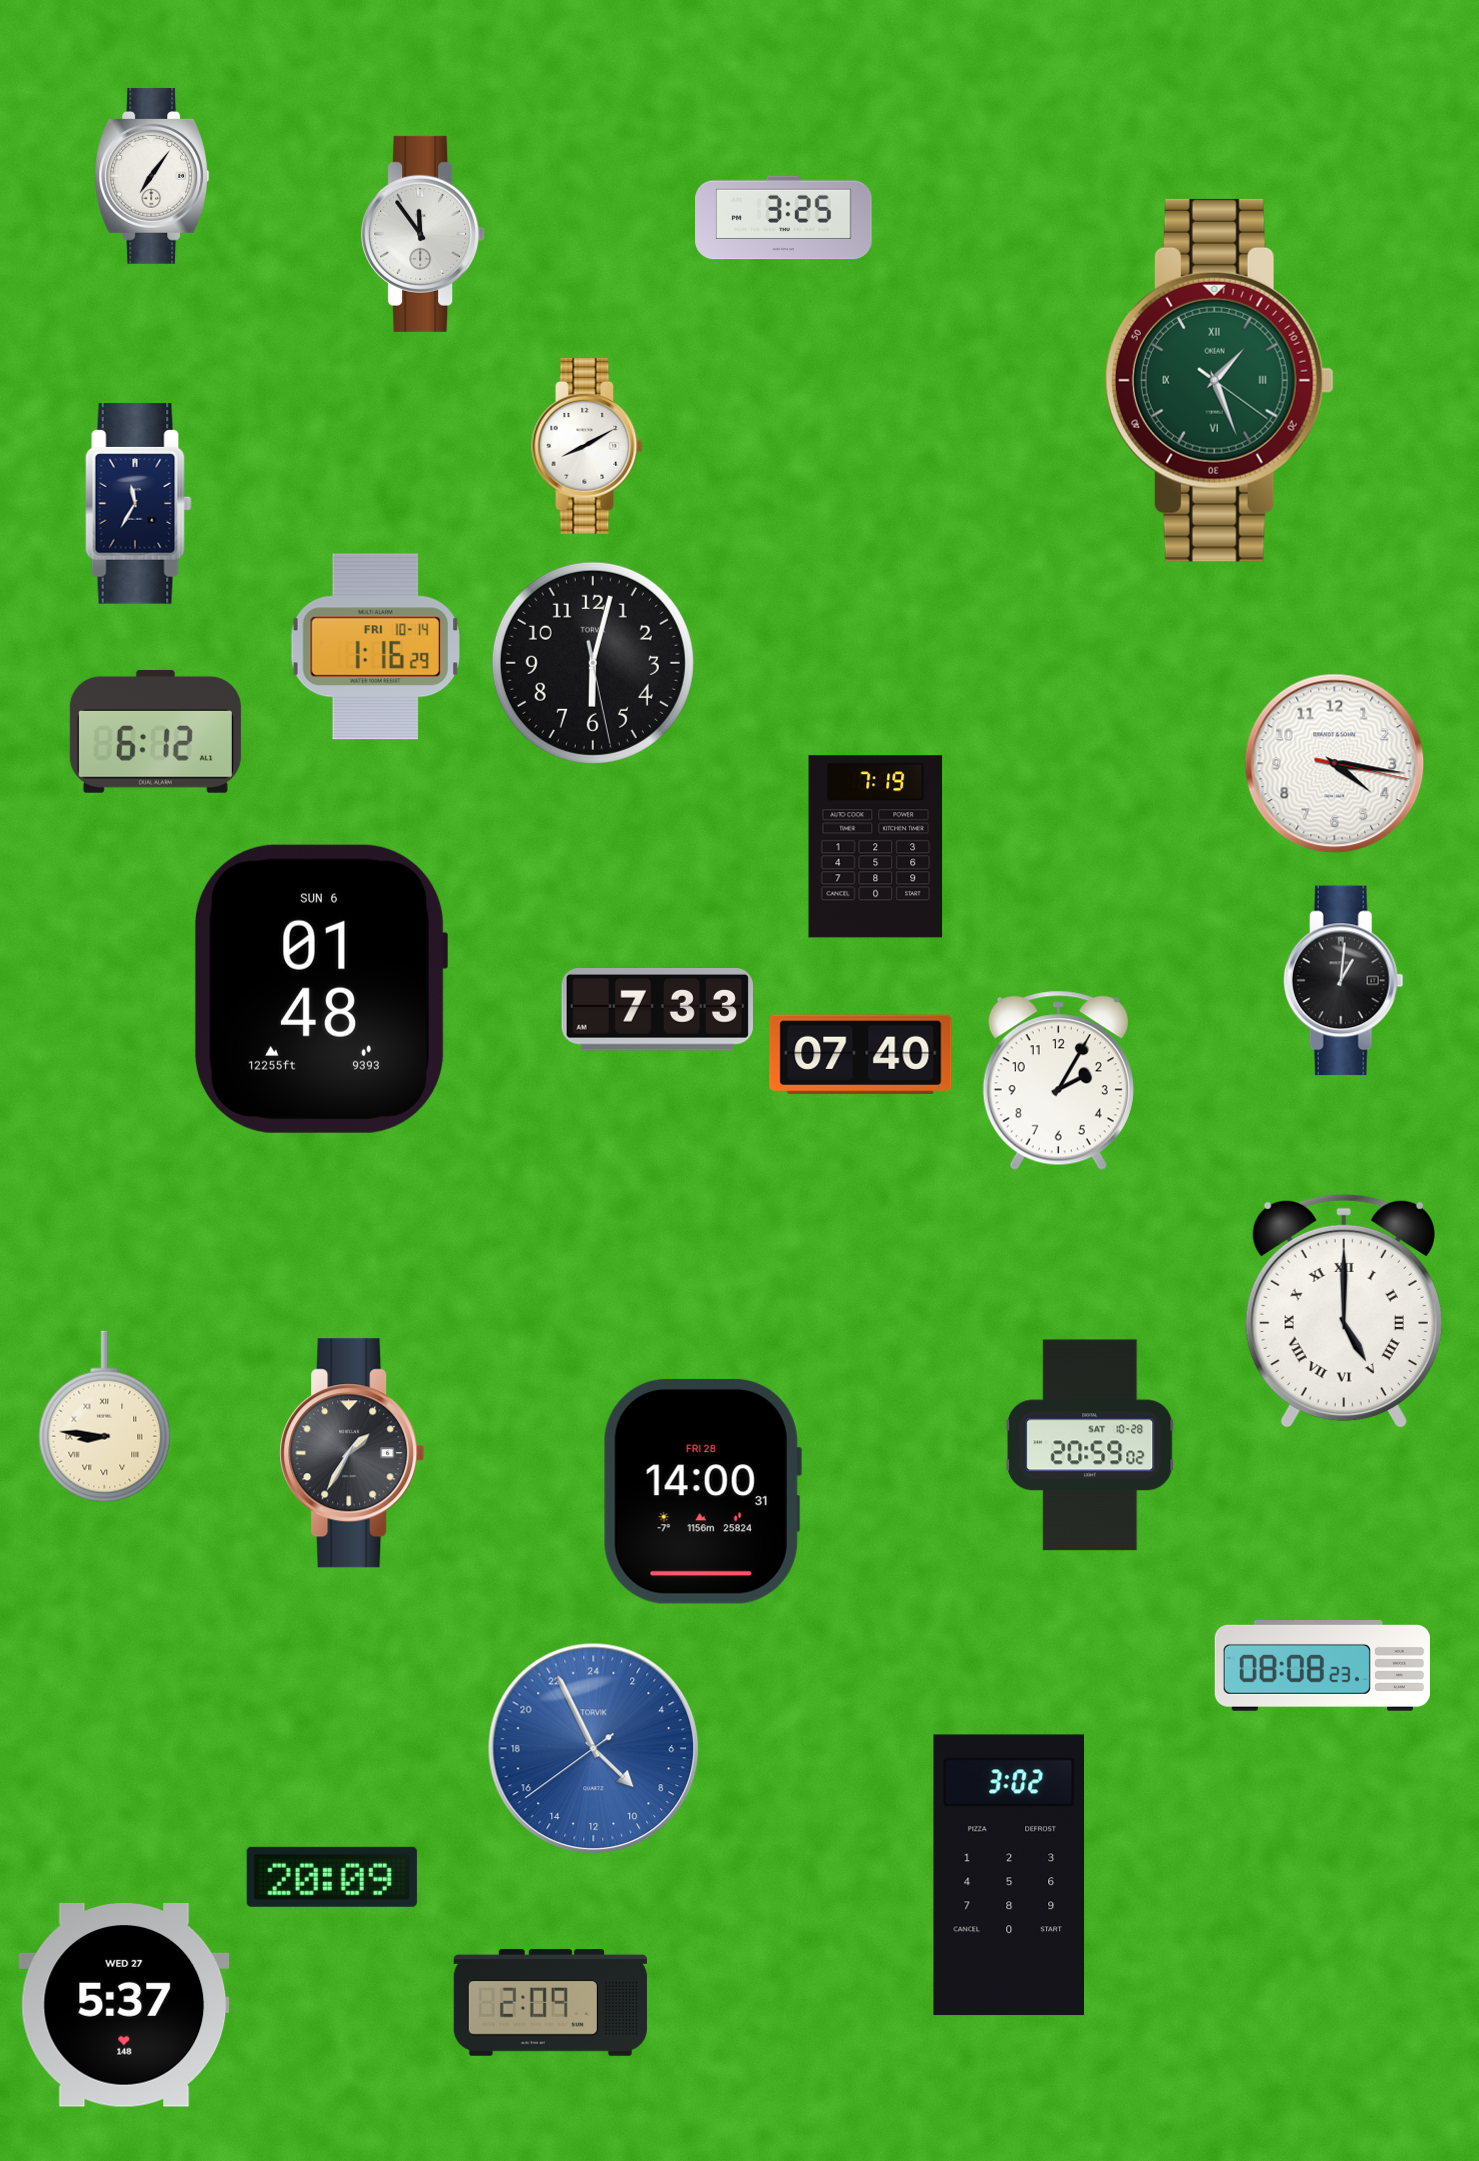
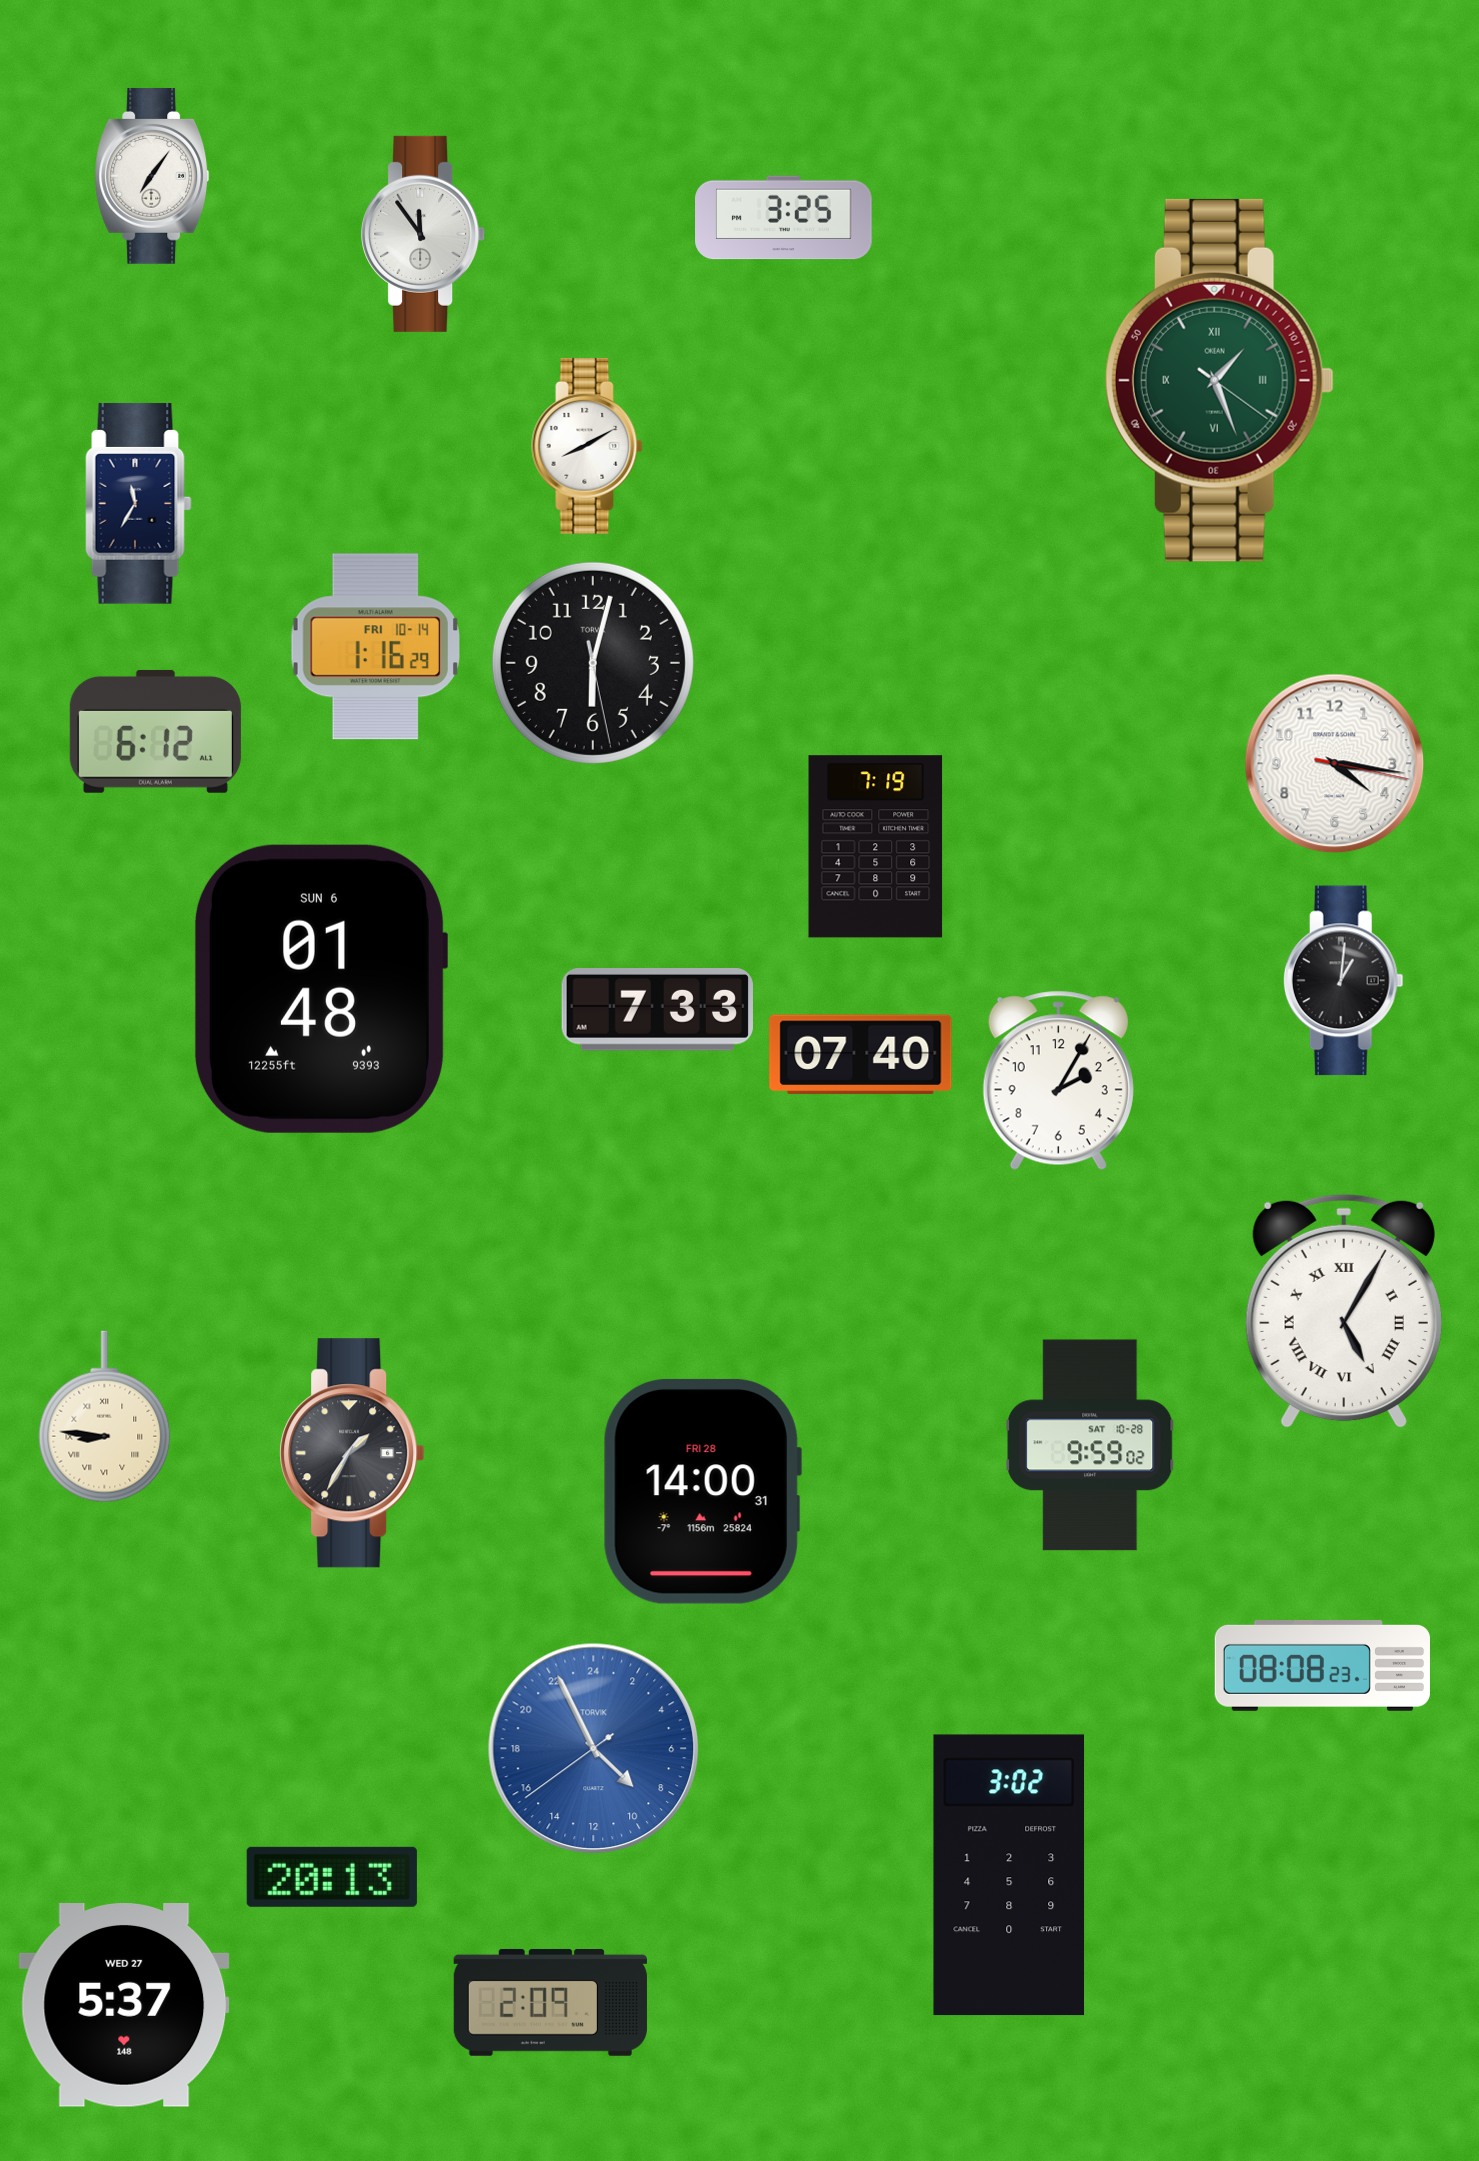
clock at (1344, 1311): 5:00 -> 5:05
clock at (1090, 1445): 20:59 -> 9:59
clock at (332, 1877): 20:09 -> 20:13
